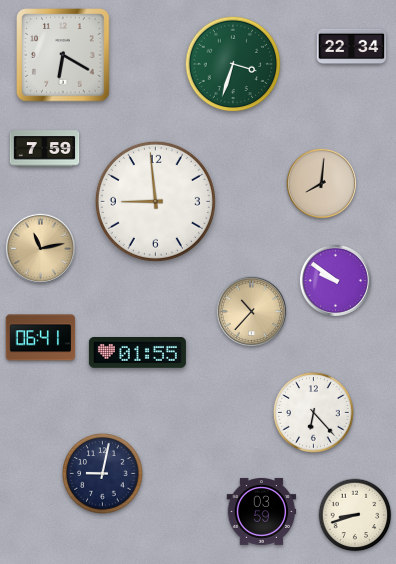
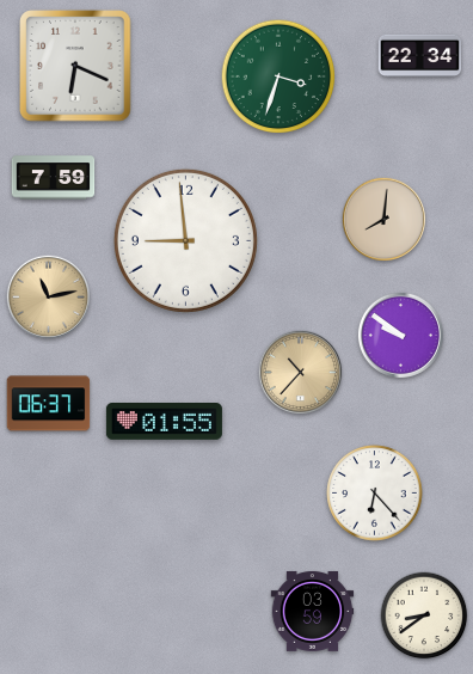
clock at (63, 55): 6:20 -> 6:19
clock at (41, 338): 06:41 -> 06:37
clock at (103, 474): 9:02 -> none
clock at (355, 515): 8:42 -> 8:39
